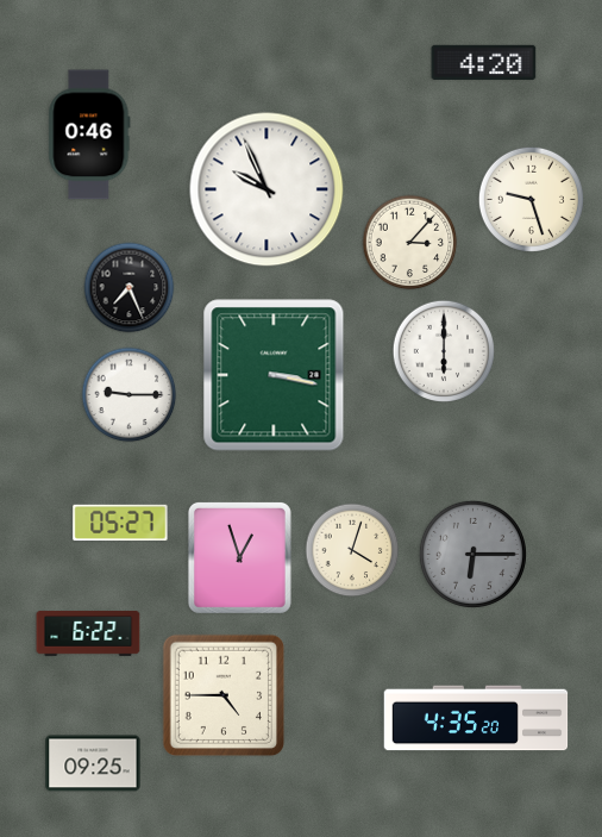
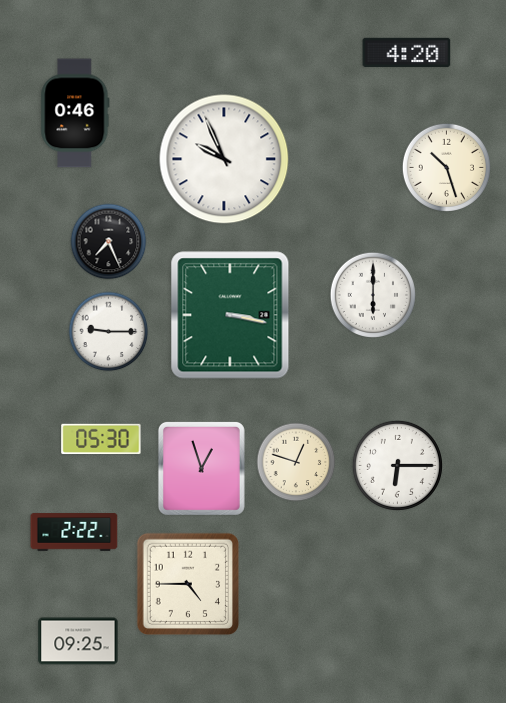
clock at (531, 199): 9:27 -> 10:27
clock at (410, 243): 3:07 -> none
clock at (120, 523): 05:27 -> 05:30
clock at (352, 550): 4:03 -> 12:48
clock at (472, 554) dial: grey -> white
clock at (88, 633): 6:22 -> 2:22
clock at (476, 718): 4:35 -> none
